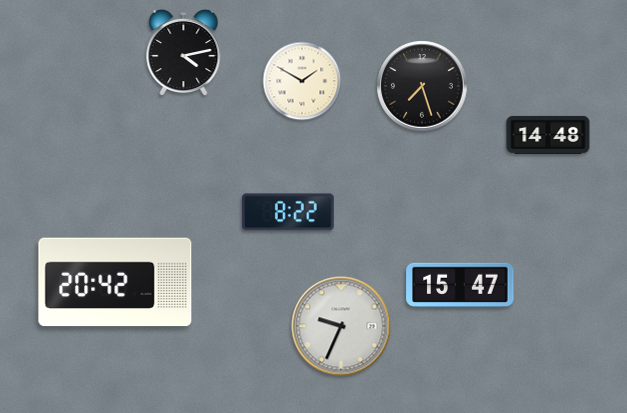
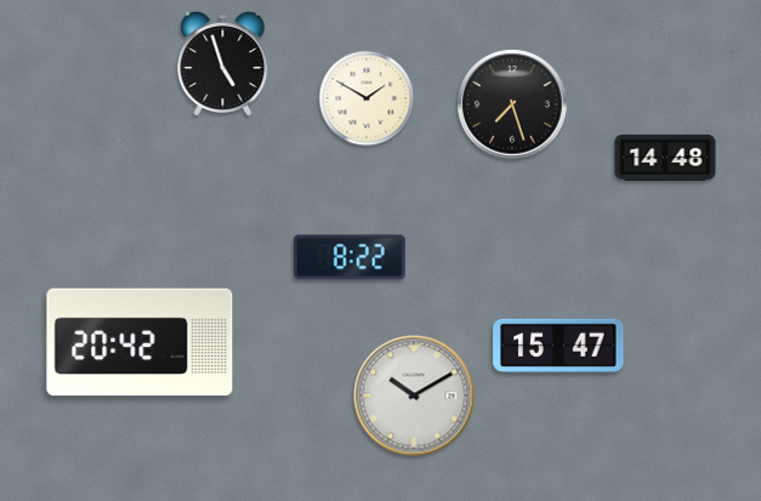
clock at (184, 53): 4:13 -> 4:57
clock at (548, 135) position: (548, 135) -> (665, 158)
clock at (341, 326): 9:34 -> 10:10
